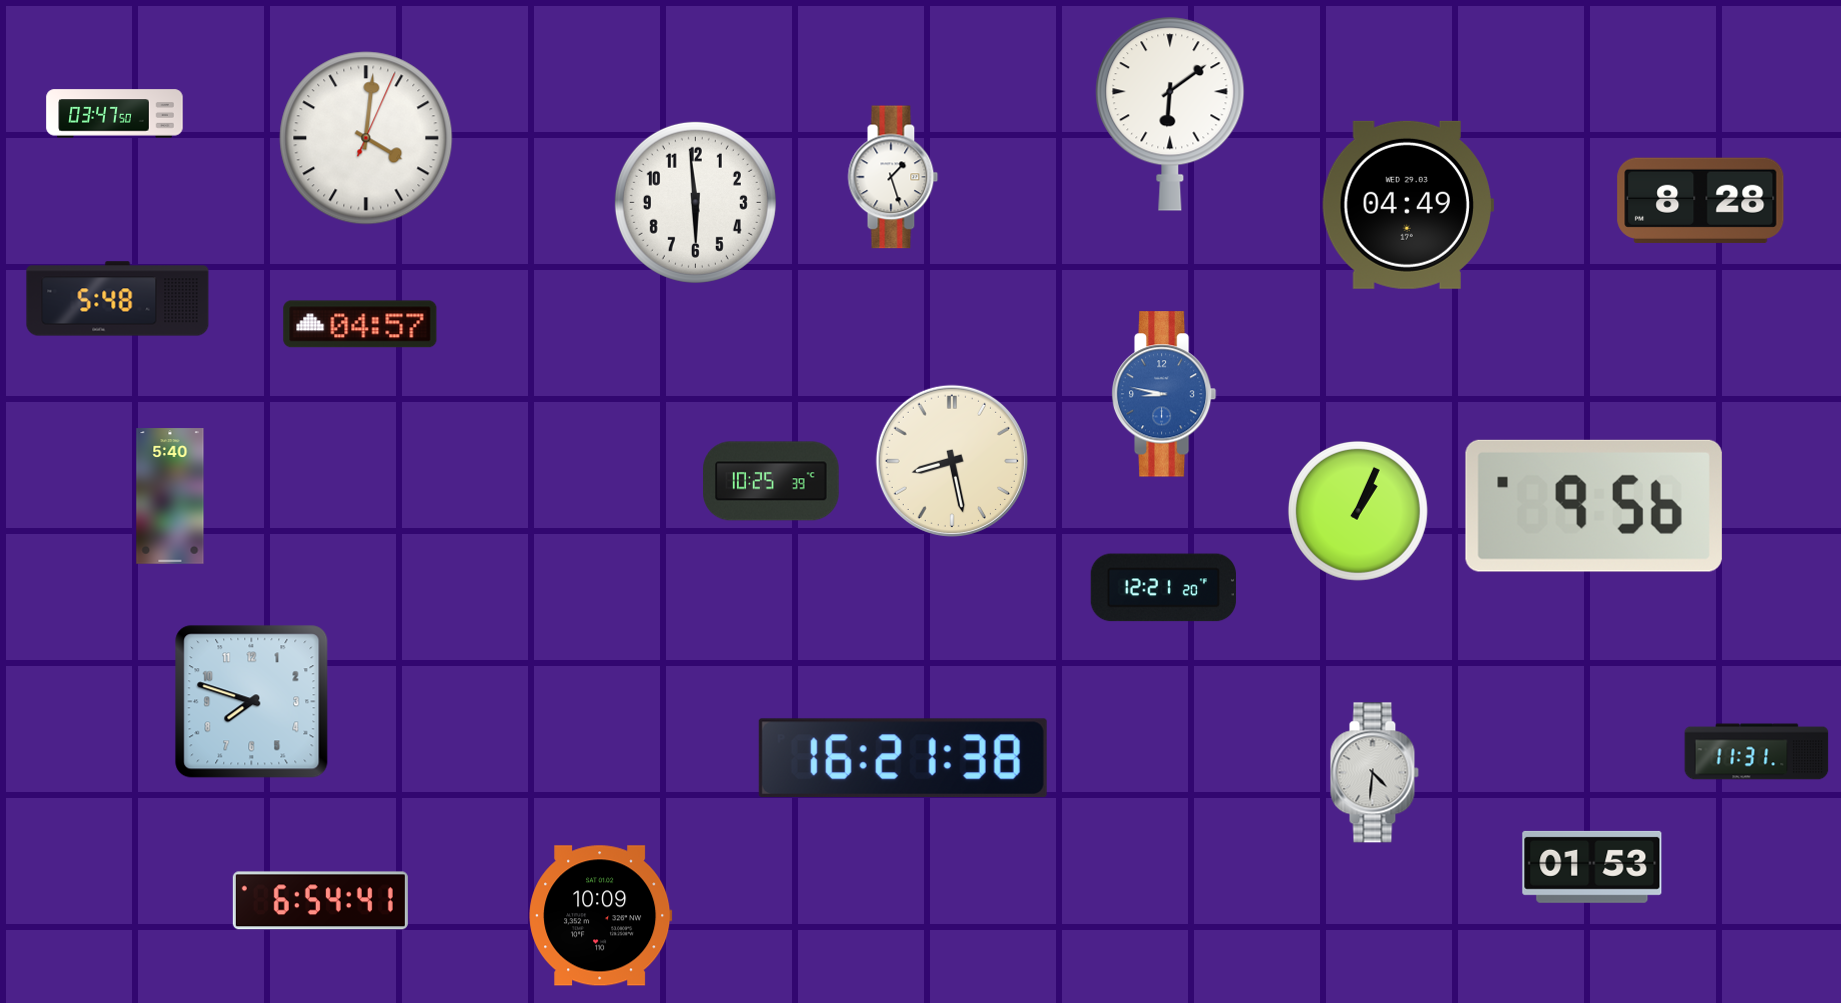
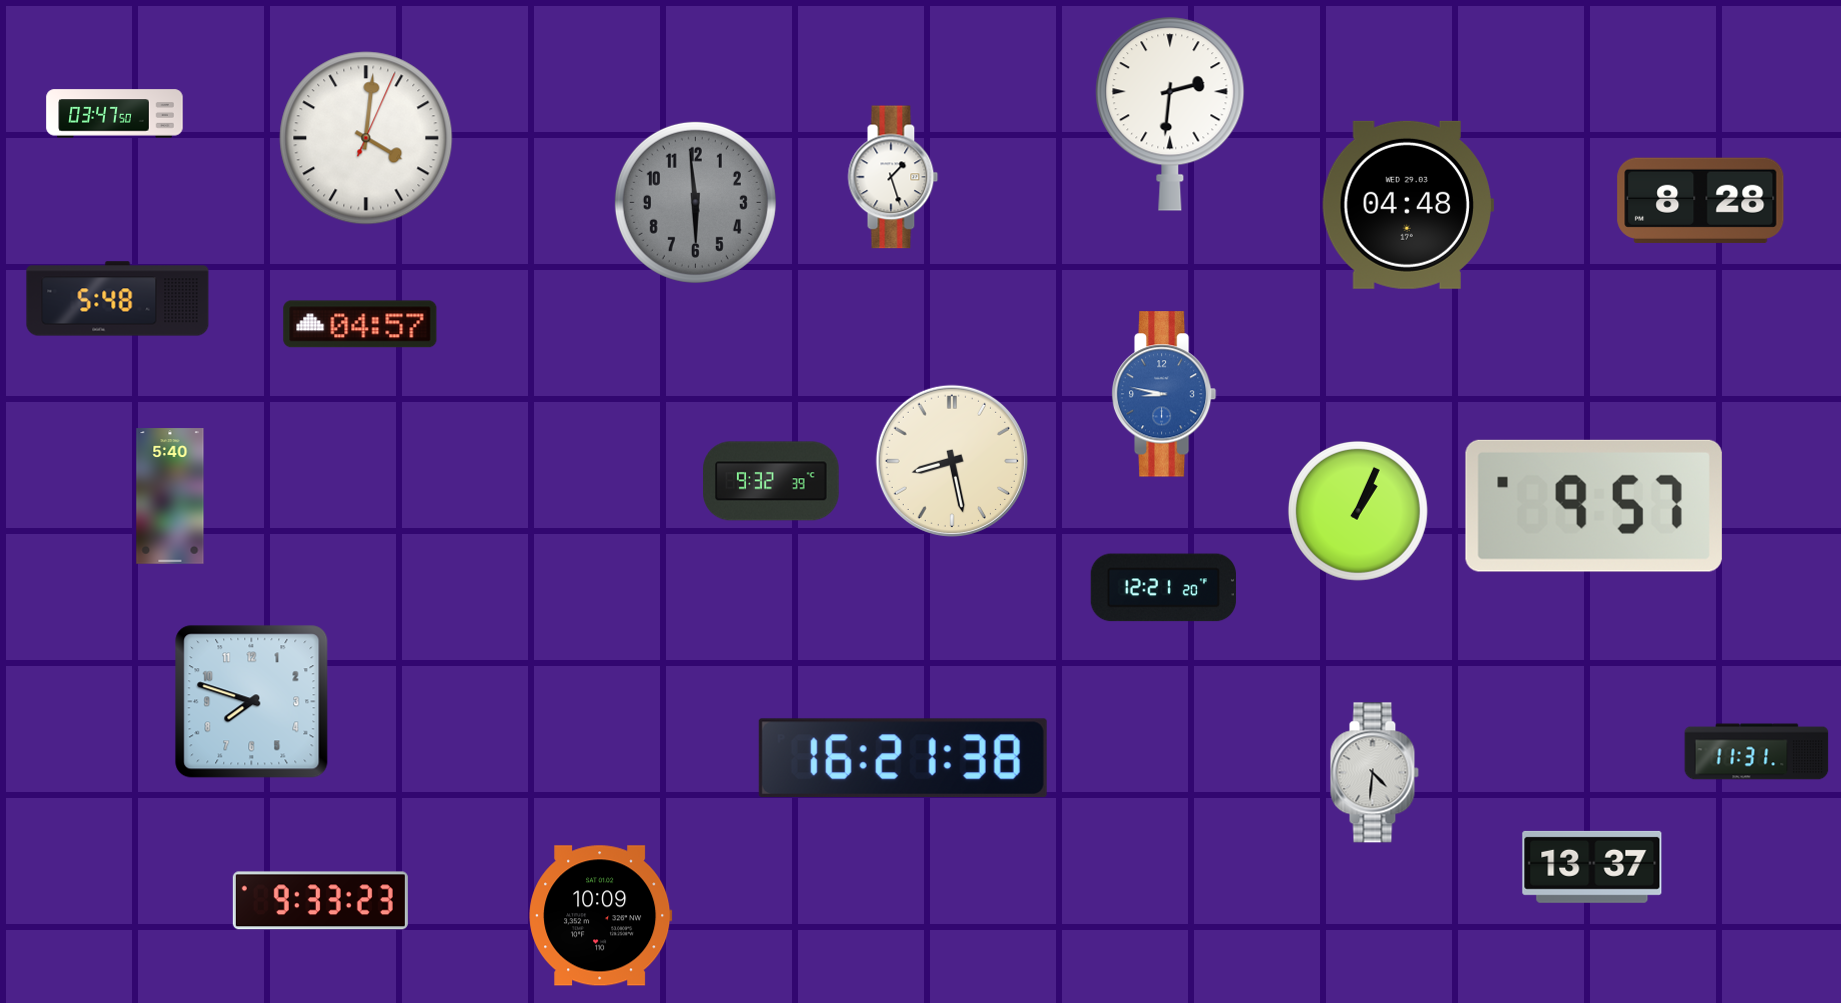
clock at (1170, 114): 6:09 -> 2:31
clock at (695, 202) dial: white -> grey
clock at (1407, 205): 04:49 -> 04:48
clock at (771, 481): 10:25 -> 9:32
clock at (1594, 506): 9:56 -> 9:57
clock at (1592, 867): 01:53 -> 13:37
clock at (320, 901): 6:54 -> 9:33
